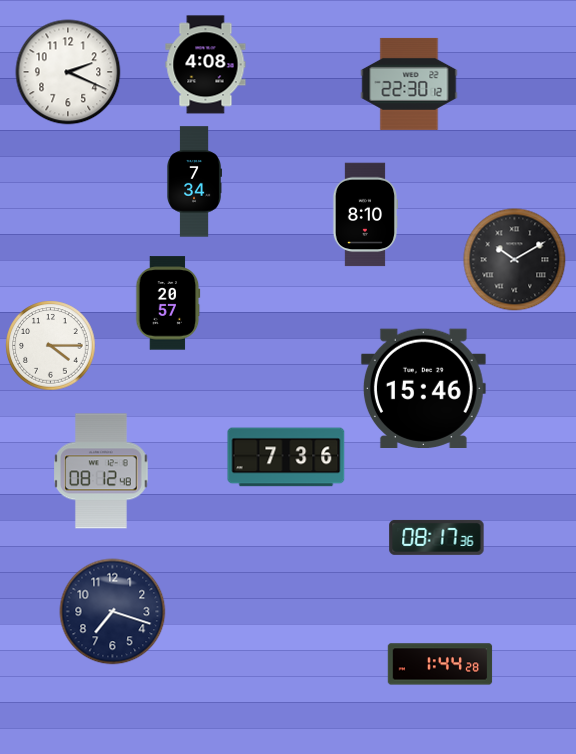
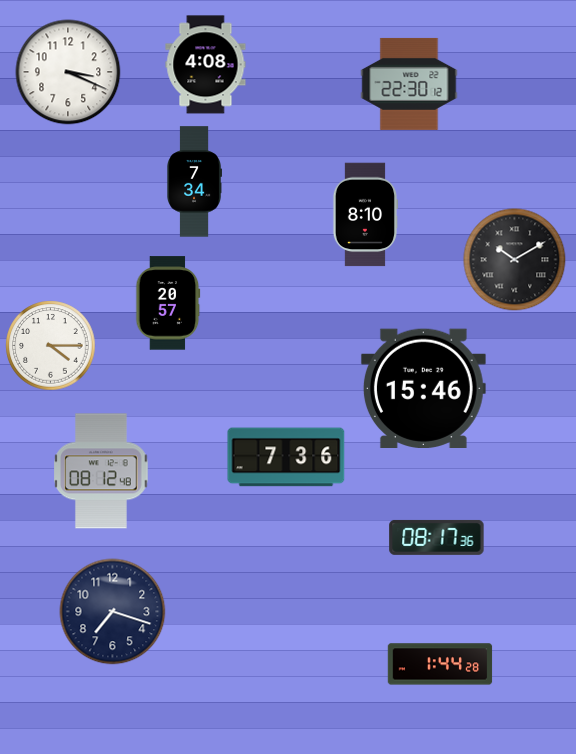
clock at (68, 72): 2:19 -> 3:19
